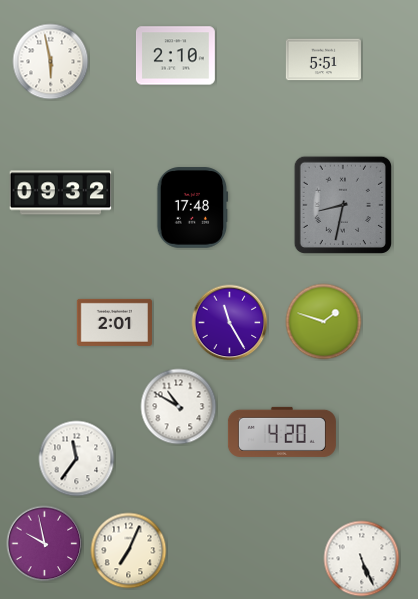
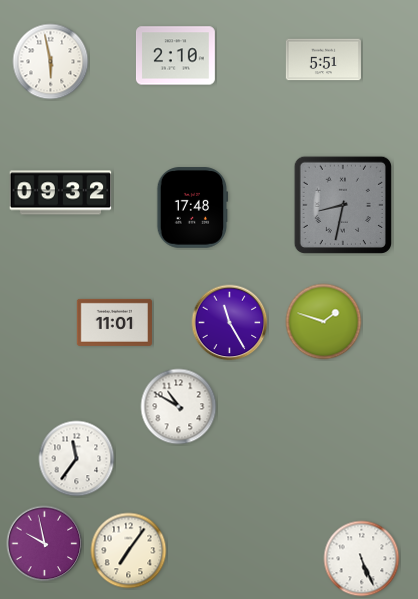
clock at (114, 322): 2:01 -> 11:01
clock at (282, 432): 4:20 -> none
clock at (129, 551): 7:04 -> 7:06
